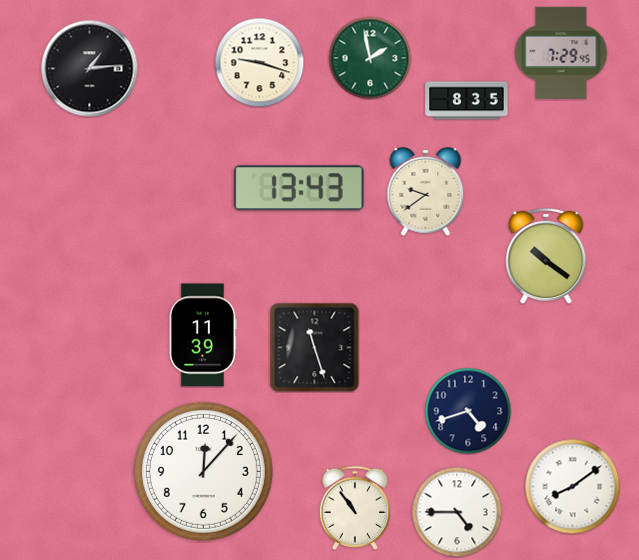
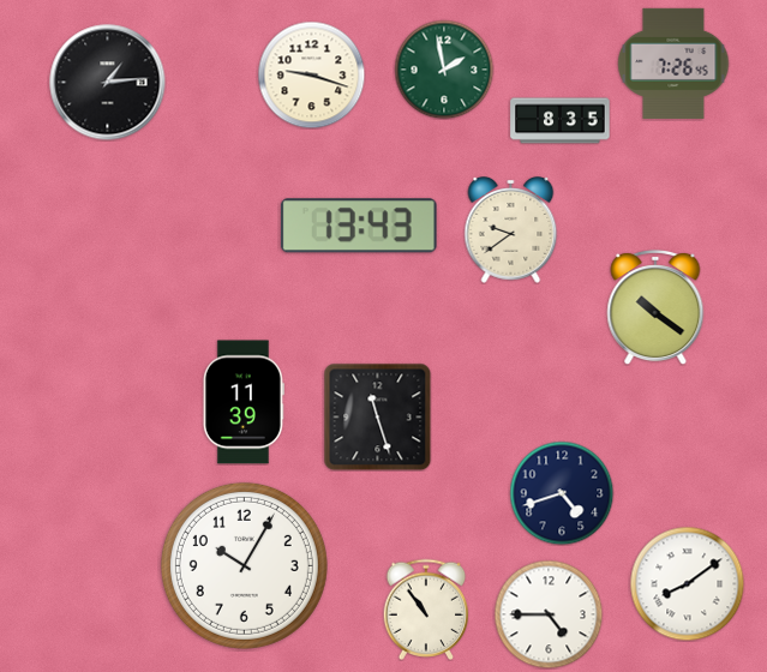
clock at (561, 53): 7:29 -> 7:26
clock at (203, 471): 12:07 -> 10:05
